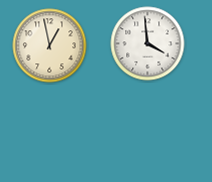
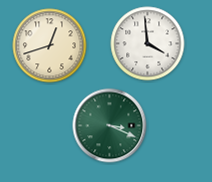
clock at (50, 46): 12:58 -> 12:42
clock at (110, 126): none -> 3:19
